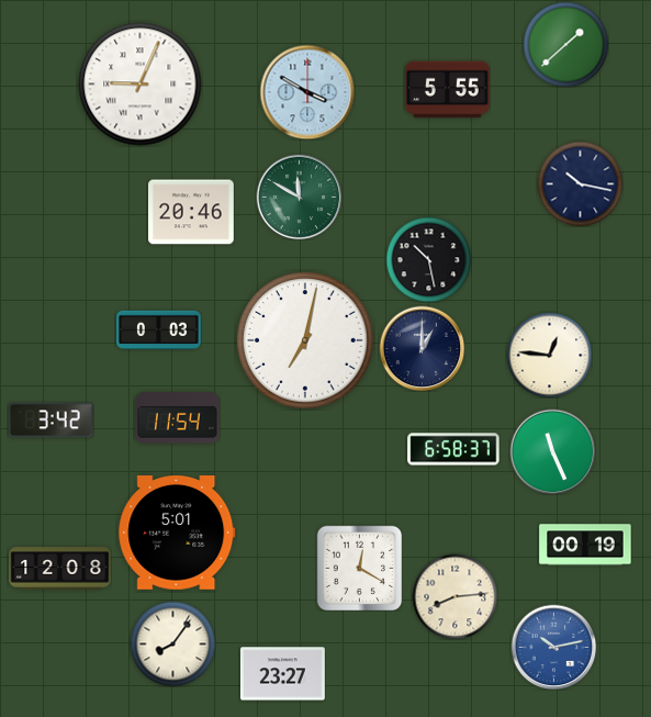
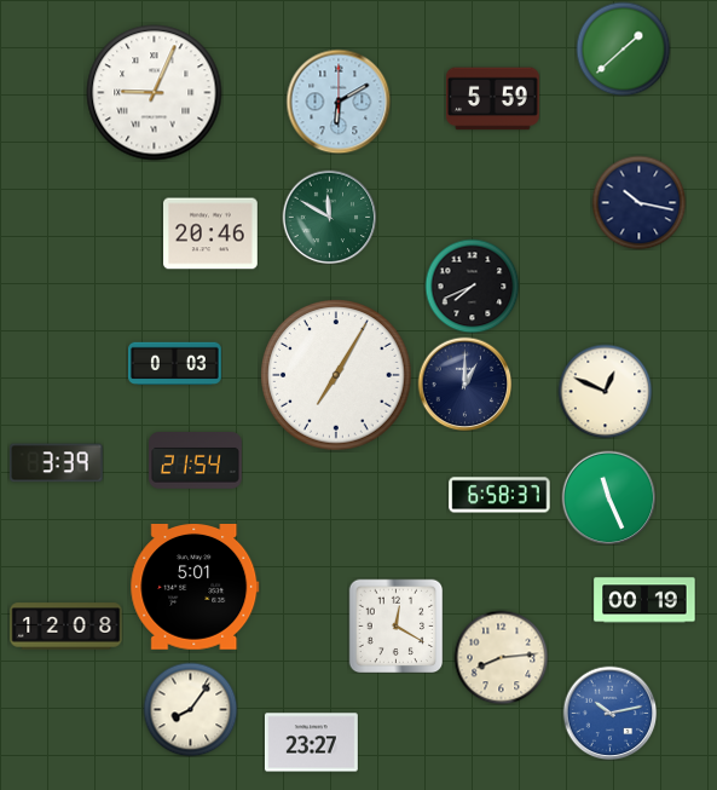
clock at (447, 90): 5:55 -> 5:59
clock at (307, 92): 3:50 -> 6:10
clock at (428, 259): 10:28 -> 7:41
clock at (305, 340): 7:02 -> 7:05
clock at (549, 355): 12:46 -> 12:49
clock at (178, 418): 11:54 -> 21:54
clock at (50, 421): 3:42 -> 3:39
